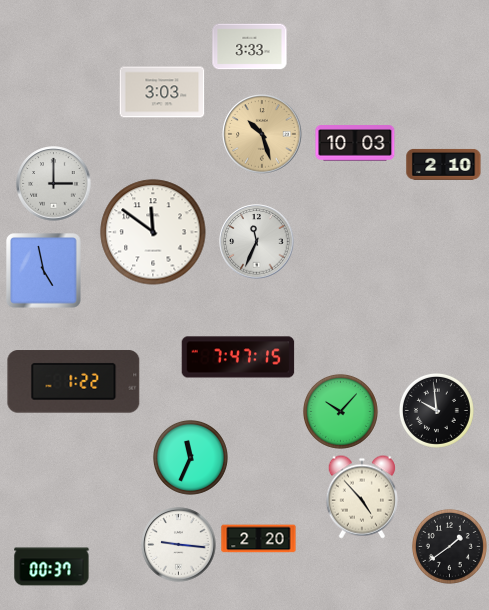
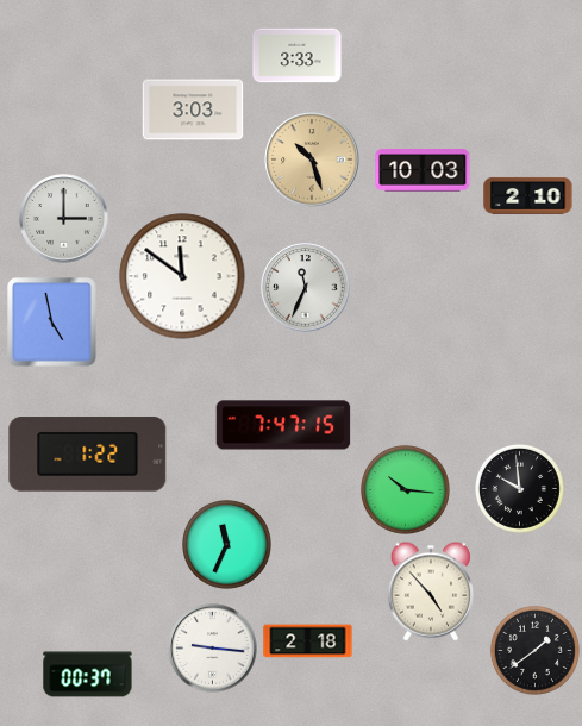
clock at (340, 411): 10:07 -> 10:16
clock at (259, 539): 2:20 -> 2:18
clock at (52, 567) position: (52, 567) -> (88, 675)
